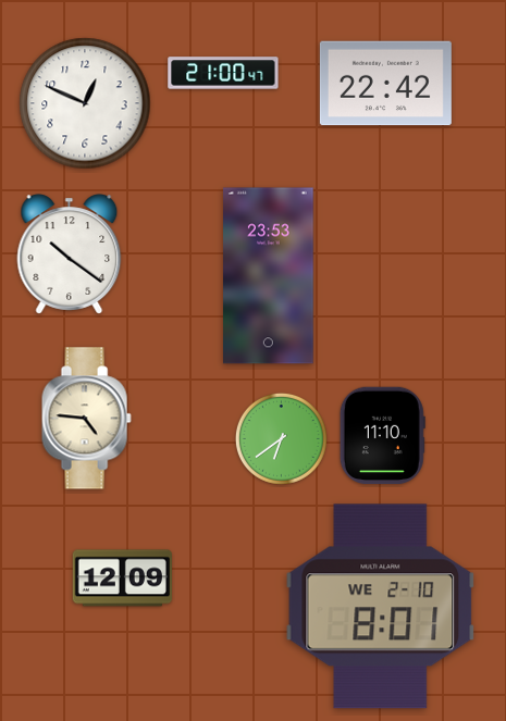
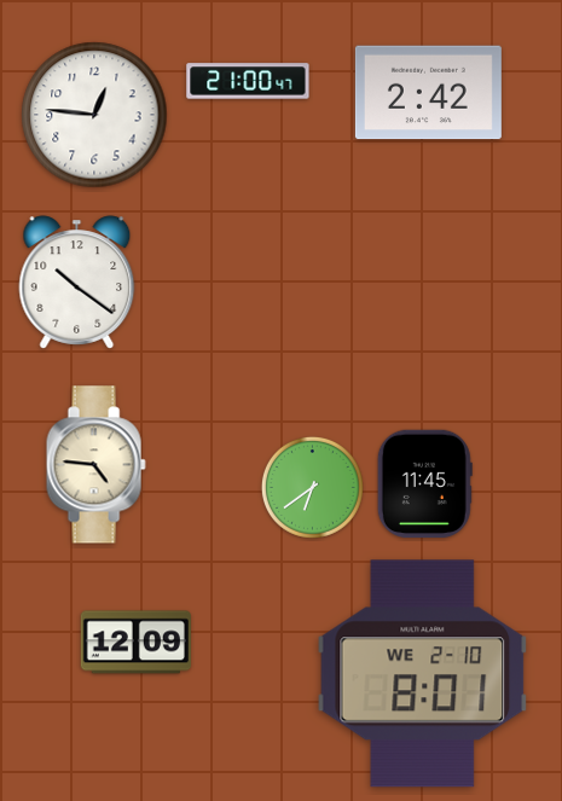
clock at (385, 84): 22:42 -> 2:42
clock at (85, 103): 12:49 -> 12:46
clock at (269, 276): 23:53 -> none
clock at (382, 436): 11:10 -> 11:45
